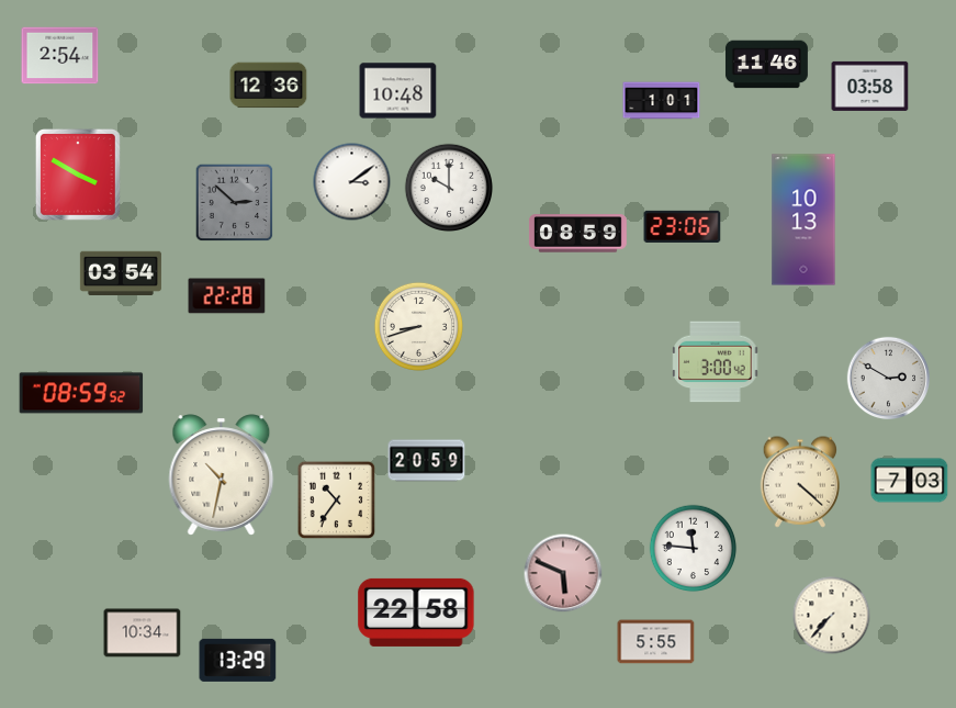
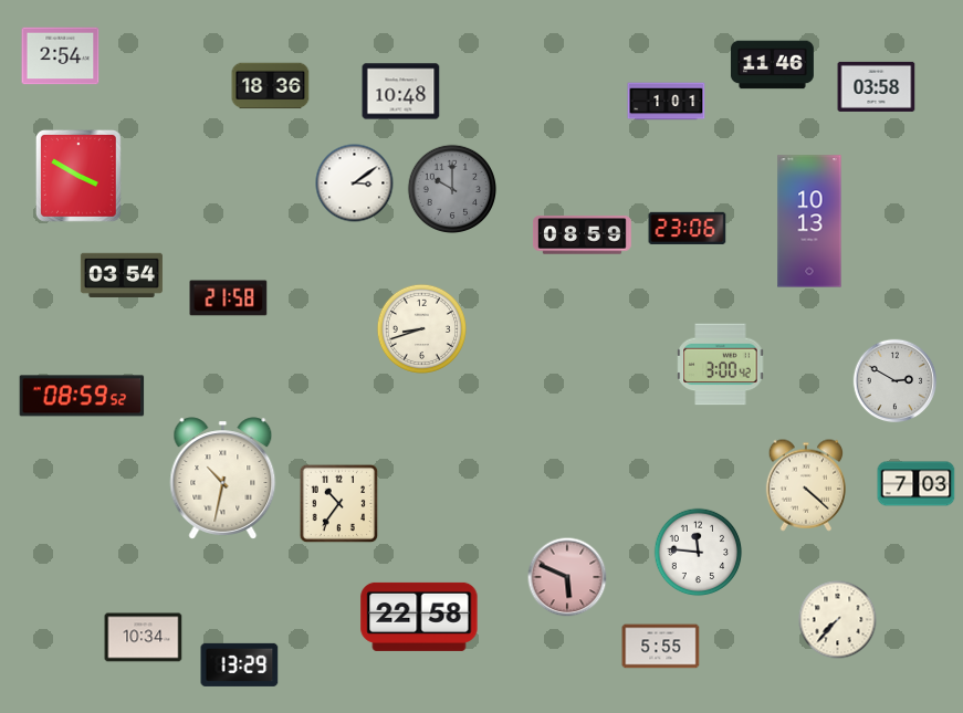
clock at (269, 86): 12:36 -> 18:36
clock at (449, 188) dial: white -> grey
clock at (235, 203): 2:52 -> none
clock at (227, 296): 22:28 -> 21:58
clock at (427, 461): 20:59 -> none
